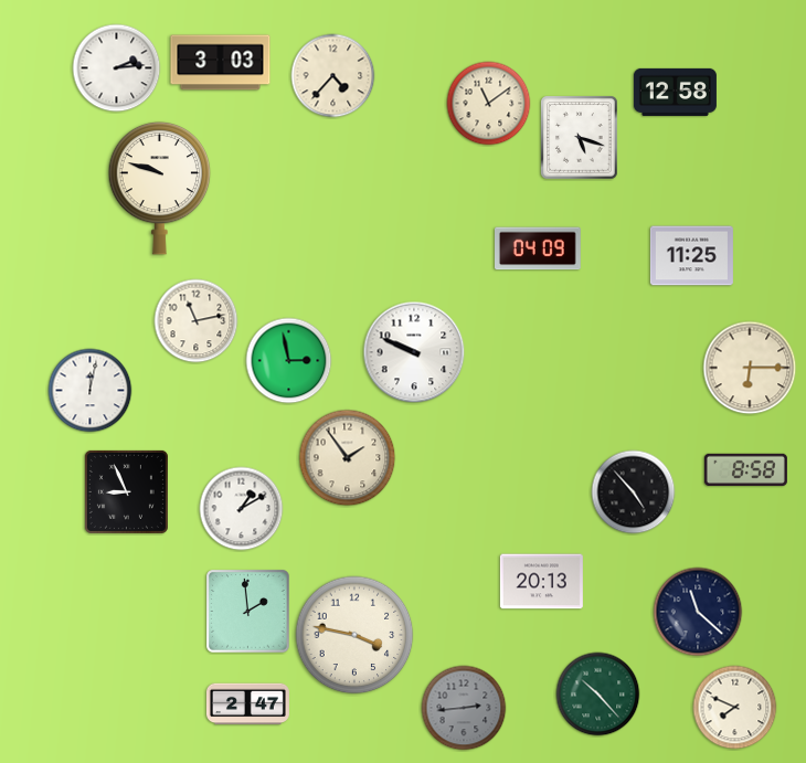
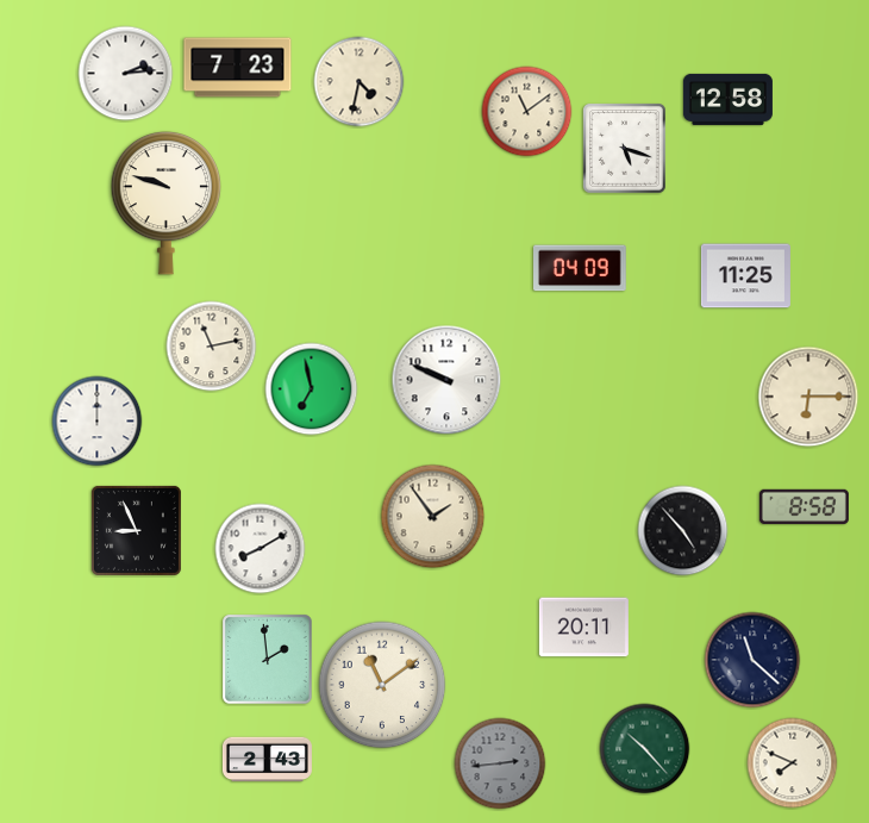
clock at (221, 63): 3:03 -> 7:23
clock at (333, 76): 4:37 -> 4:32
clock at (160, 188) position: (160, 188) -> (167, 202)
clock at (289, 361): 2:58 -> 6:58
clock at (91, 391): 12:02 -> 12:00
clock at (348, 458) position: (348, 458) -> (433, 517)
clock at (242, 509): 1:10 -> 8:10
clock at (541, 582): 20:13 -> 20:11
clock at (354, 635): 3:47 -> 11:09
clock at (247, 704): 2:47 -> 2:43
